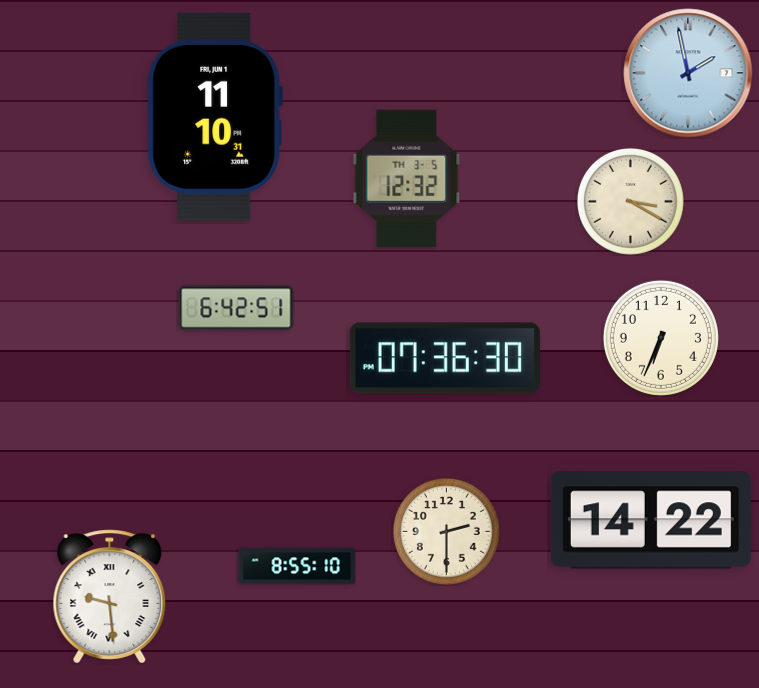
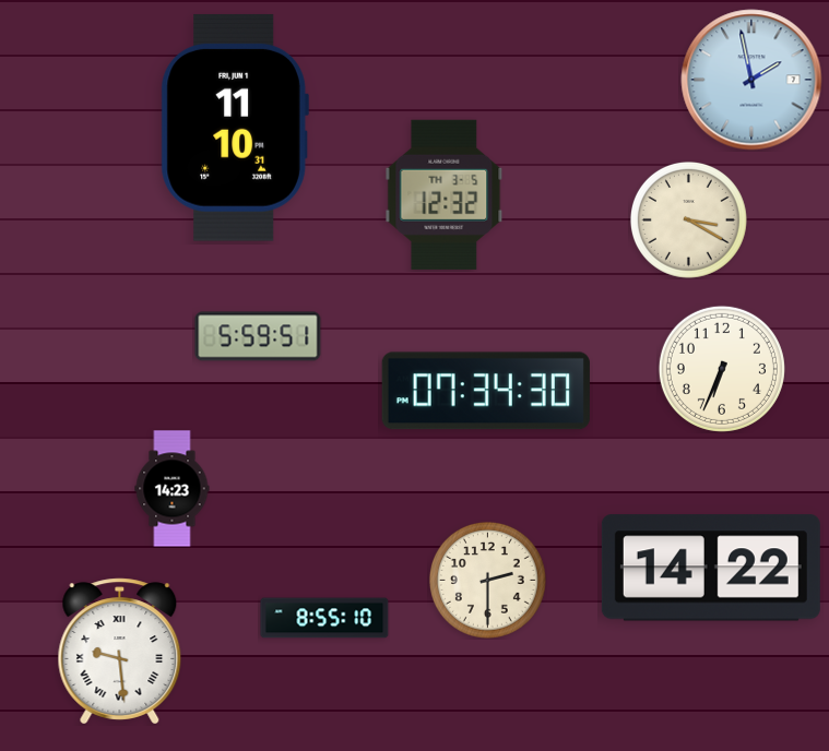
clock at (236, 308): 6:42 -> 5:59
clock at (445, 358): 07:36 -> 07:34
clock at (173, 489): none -> 14:23
